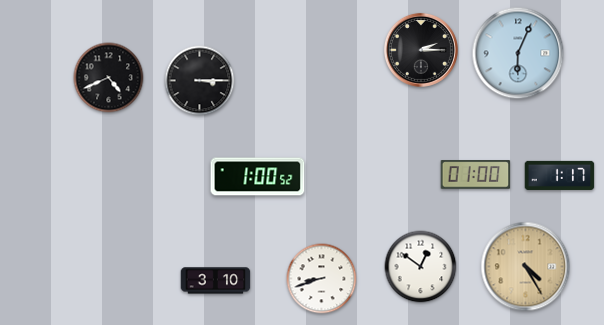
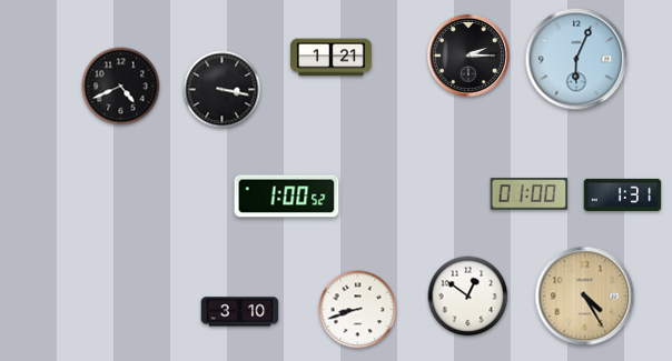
clock at (332, 58): none -> 1:21
clock at (200, 81): 3:15 -> 3:17
clock at (560, 175): 1:17 -> 1:31
